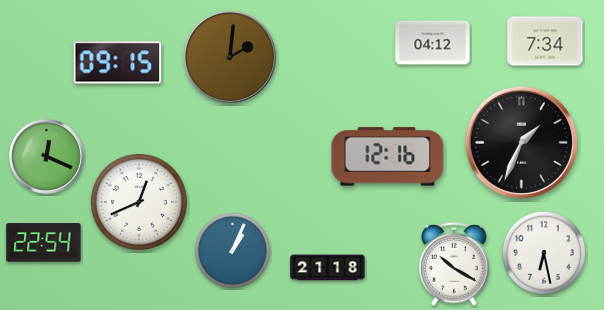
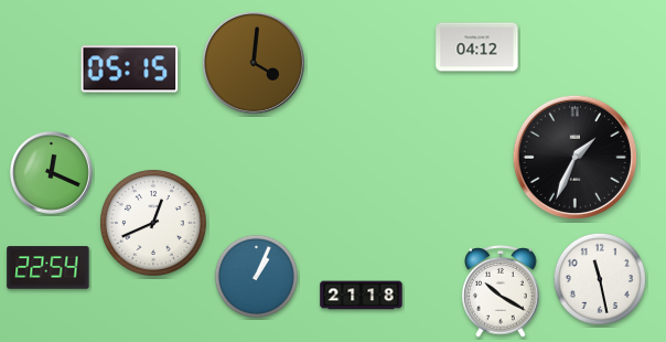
clock at (545, 41): 7:34 -> none
clock at (230, 57): 2:01 -> 4:01
clock at (118, 63): 09:15 -> 05:15
clock at (388, 157): 12:16 -> none
clock at (544, 253): 6:28 -> 11:28
